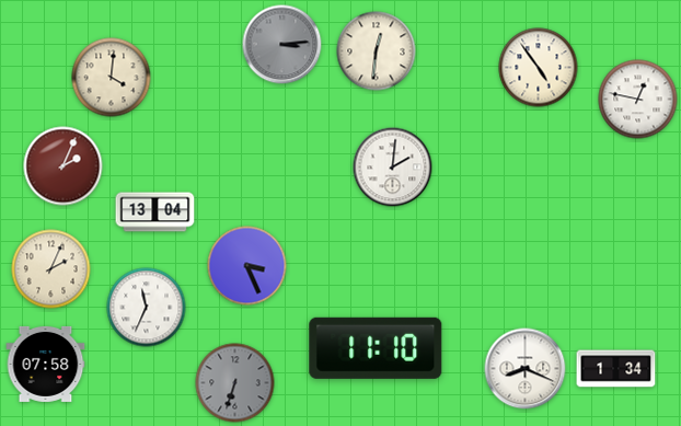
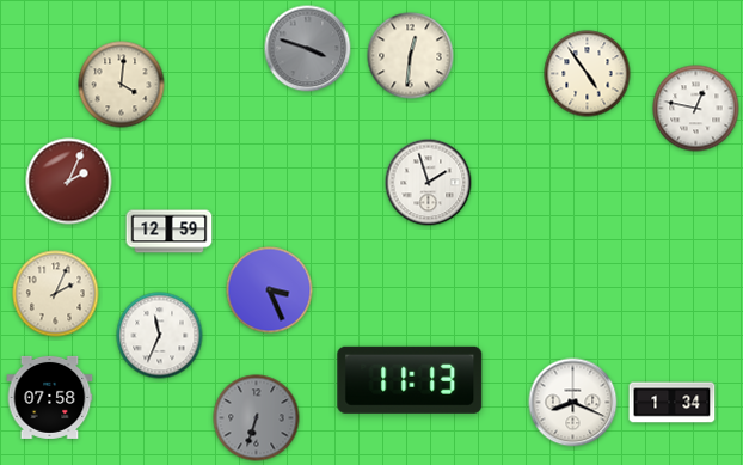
clock at (282, 45): 3:14 -> 3:48
clock at (393, 168): 2:01 -> 1:57
clock at (155, 212): 13:04 -> 12:59
clock at (376, 348): 11:10 -> 11:13
